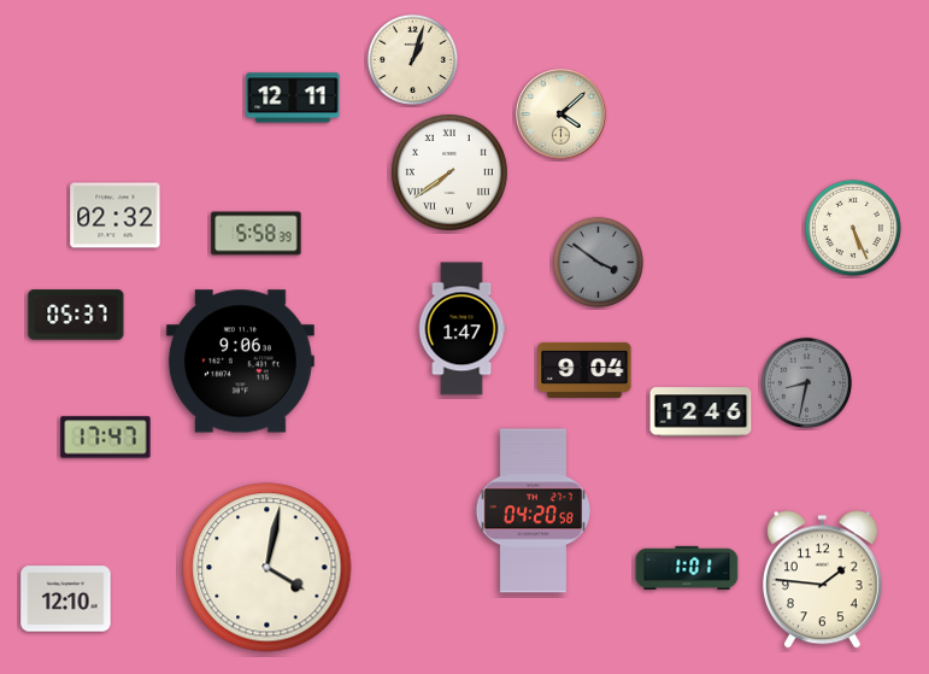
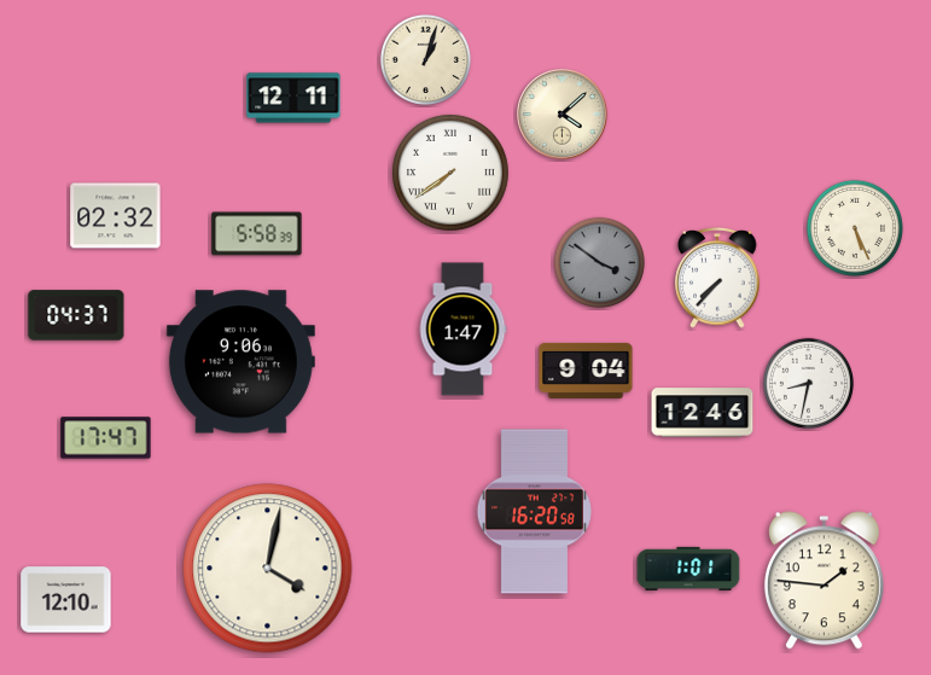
clock at (412, 59) position: (412, 59) -> (425, 59)
clock at (717, 279): none -> 7:37
clock at (76, 315): 05:37 -> 04:37
clock at (806, 382) dial: grey -> white
clock at (533, 511): 04:20 -> 16:20
